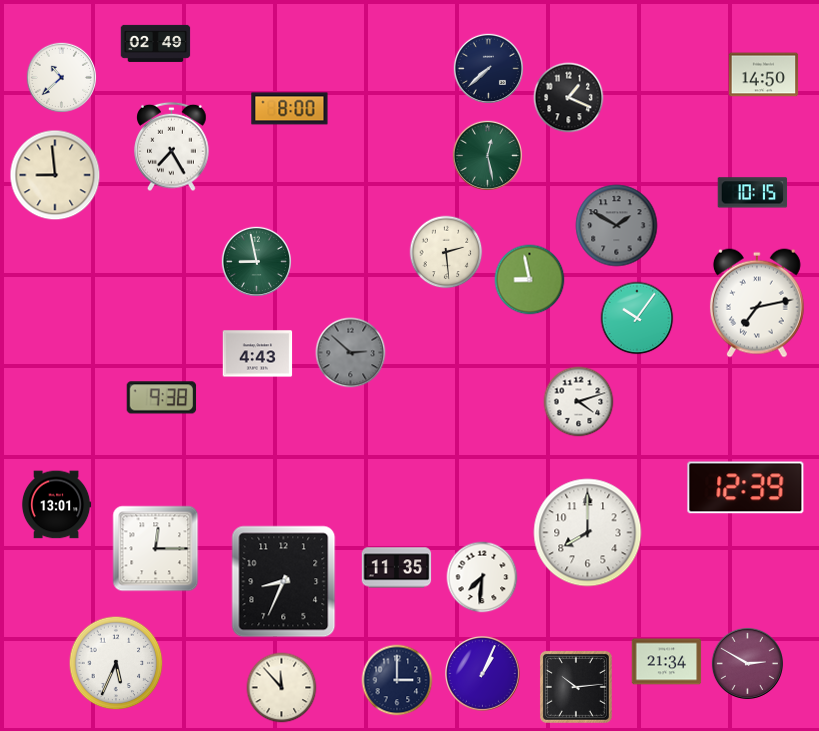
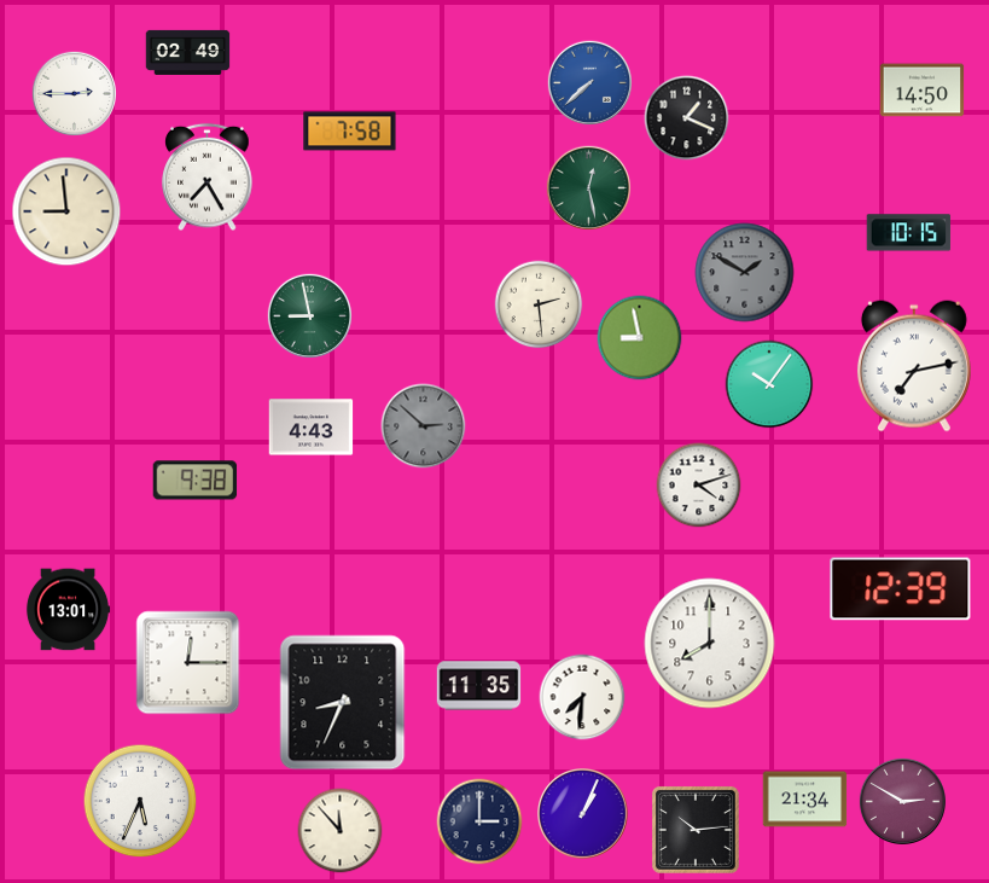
clock at (488, 68) dial: navy -> blue
clock at (61, 77): 10:38 -> 2:45
clock at (290, 109): 8:00 -> 7:58
